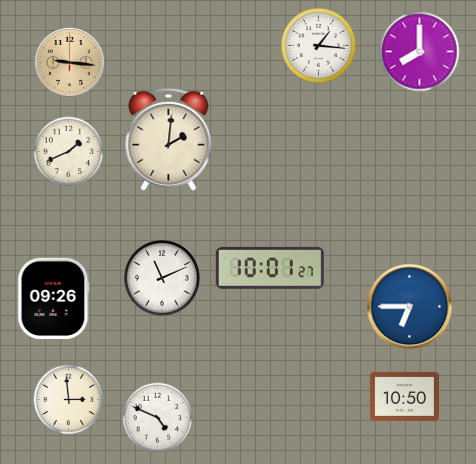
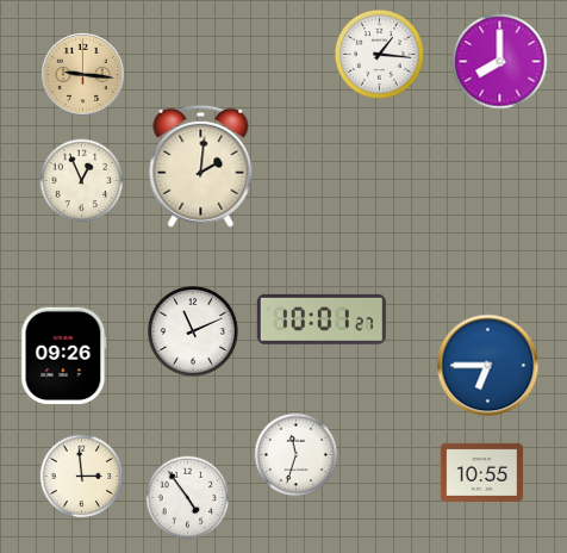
clock at (69, 152): 1:41 -> 12:56
clock at (297, 455): none -> 11:33
clock at (404, 396): 10:50 -> 10:55
clock at (158, 418): 4:49 -> 4:54
